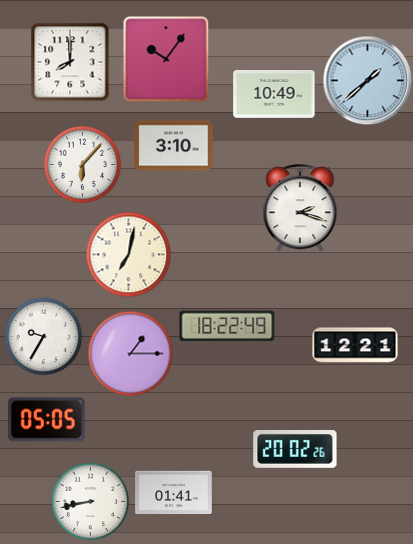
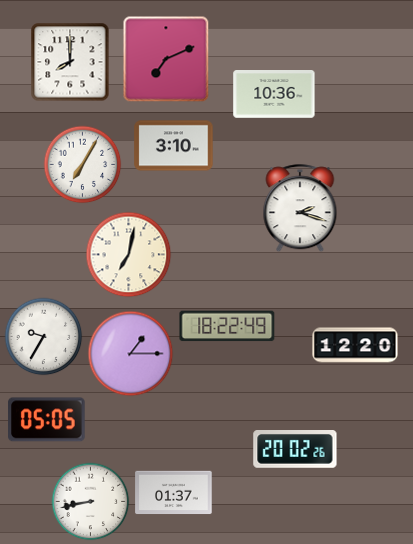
clock at (166, 59): 10:06 -> 7:11
clock at (367, 80): 1:38 -> none
clock at (274, 95): 10:49 -> 10:36
clock at (82, 164): 6:07 -> 7:05
clock at (355, 345): 12:21 -> 12:20
clock at (174, 493): 01:41 -> 01:37
